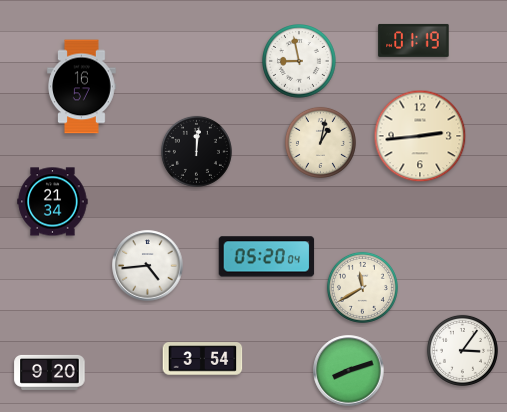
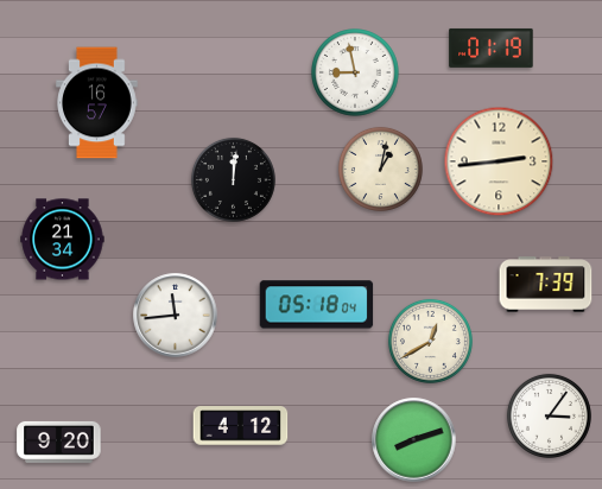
clock at (546, 285): none -> 7:39
clock at (267, 257): 05:20 -> 05:18
clock at (148, 266): 4:44 -> 11:44
clock at (362, 287): 11:40 -> 12:40
clock at (203, 359): 3:54 -> 4:12
